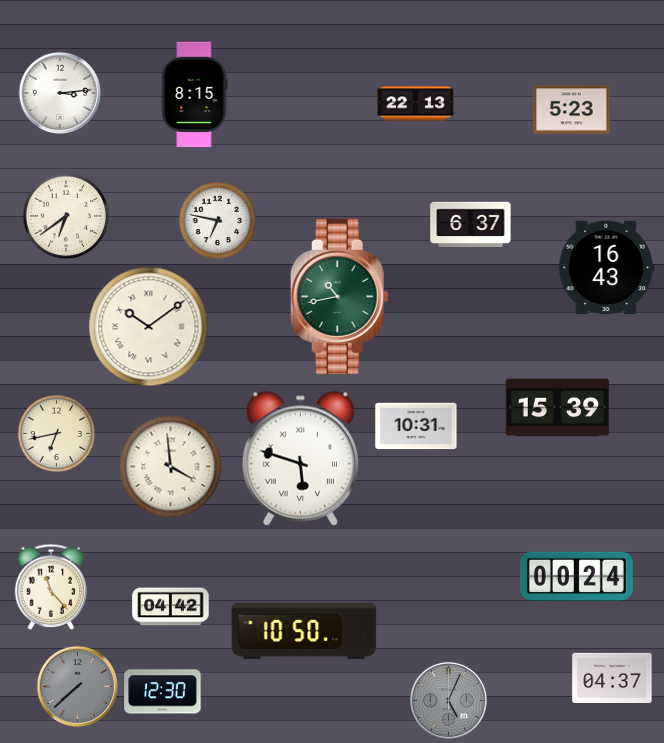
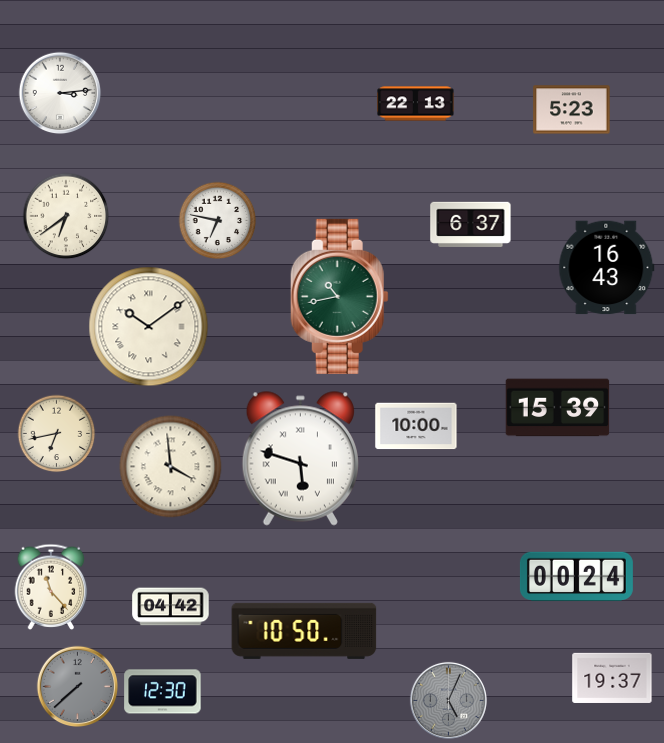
clock at (194, 95): 8:15 -> none
clock at (416, 426): 10:31 -> 10:00
clock at (612, 678): 04:37 -> 19:37
